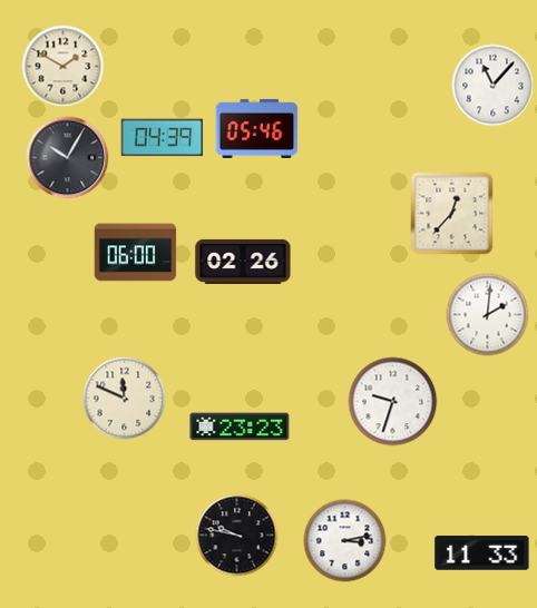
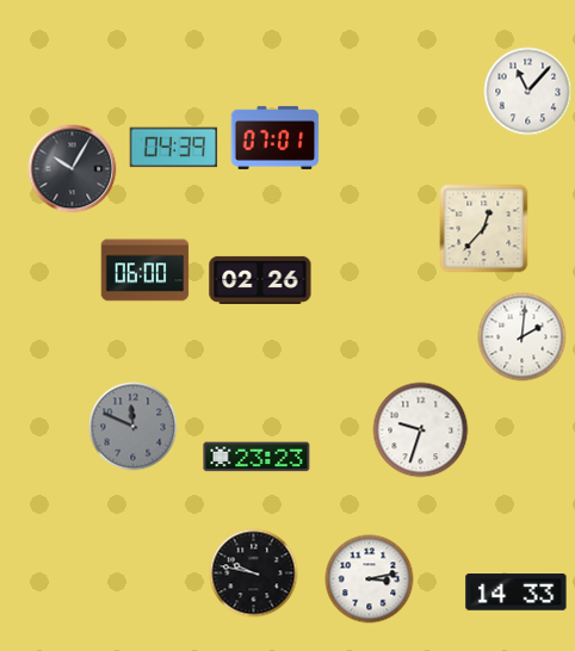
clock at (64, 67): 1:50 -> none
clock at (257, 128): 05:46 -> 07:01
clock at (125, 399) dial: cream -> grey
clock at (482, 553): 11:33 -> 14:33
